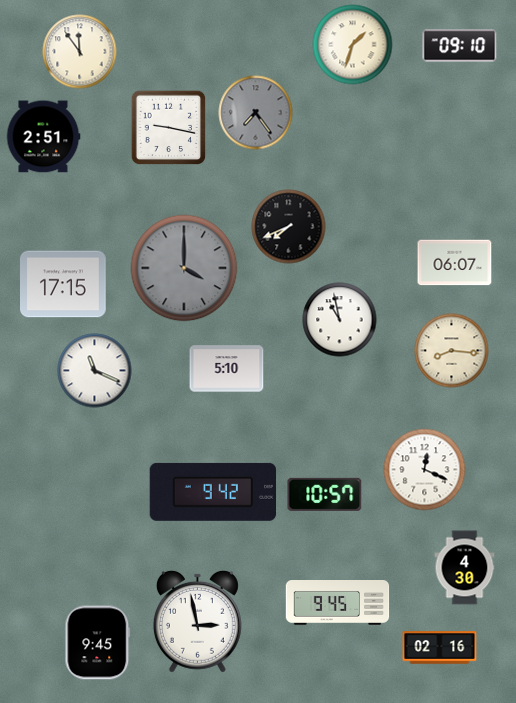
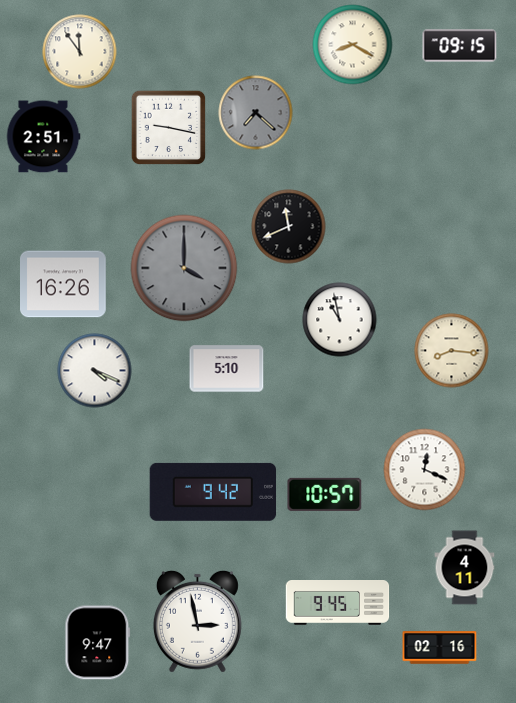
clock at (353, 45): 1:33 -> 8:20
clock at (460, 46): 09:10 -> 09:15
clock at (256, 113): 7:24 -> 7:22
clock at (289, 227): 7:41 -> 11:41
clock at (455, 263): 06:07 -> none
clock at (64, 284): 17:15 -> 16:26
clock at (95, 371): 11:19 -> 4:19
clock at (465, 568): 4:30 -> 4:11
clock at (98, 643): 9:45 -> 9:47
